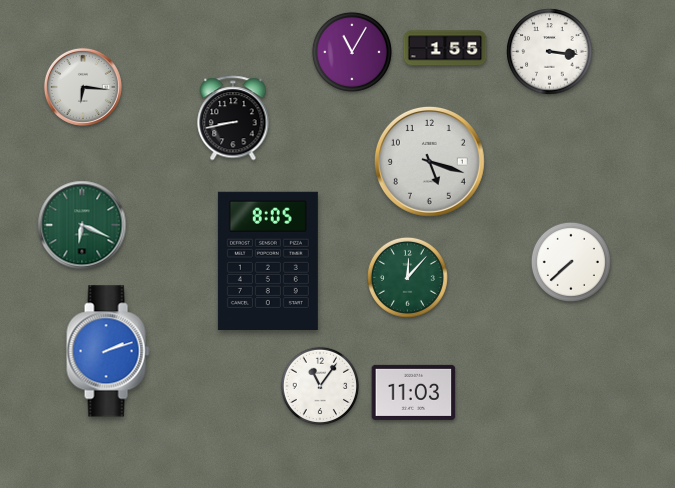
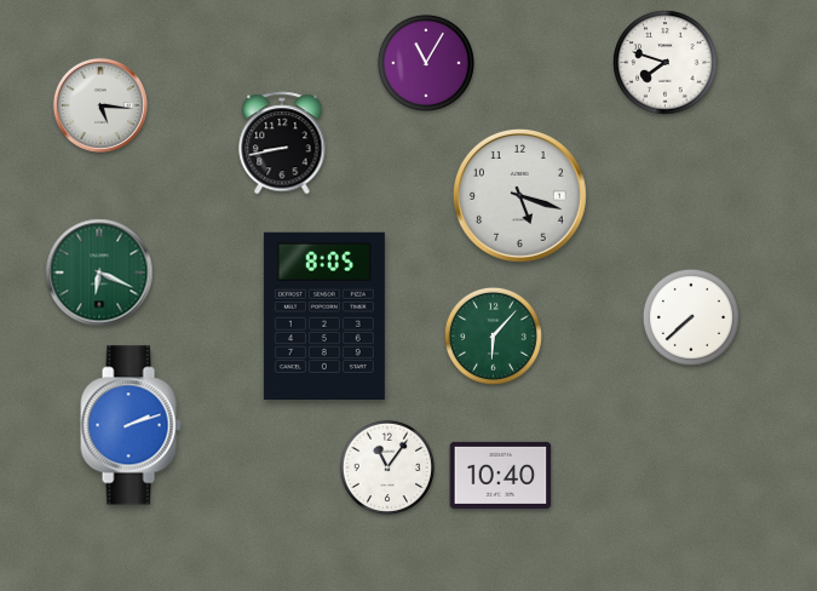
clock at (445, 48): 1:55 -> none
clock at (550, 52): 3:16 -> 7:48
clock at (83, 87): 6:16 -> 5:16
clock at (407, 277): 12:07 -> 6:07
clock at (414, 392): 11:03 -> 10:40
